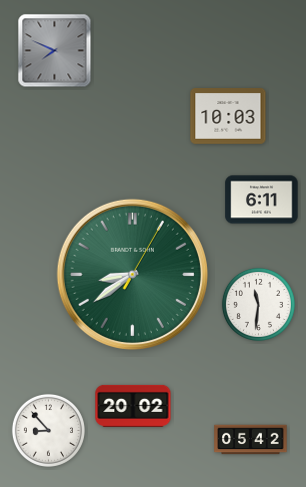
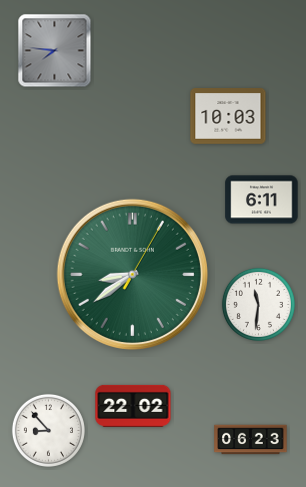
clock at (55, 51): 7:49 -> 7:46
clock at (133, 406): 20:02 -> 22:02
clock at (251, 440): 05:42 -> 06:23
